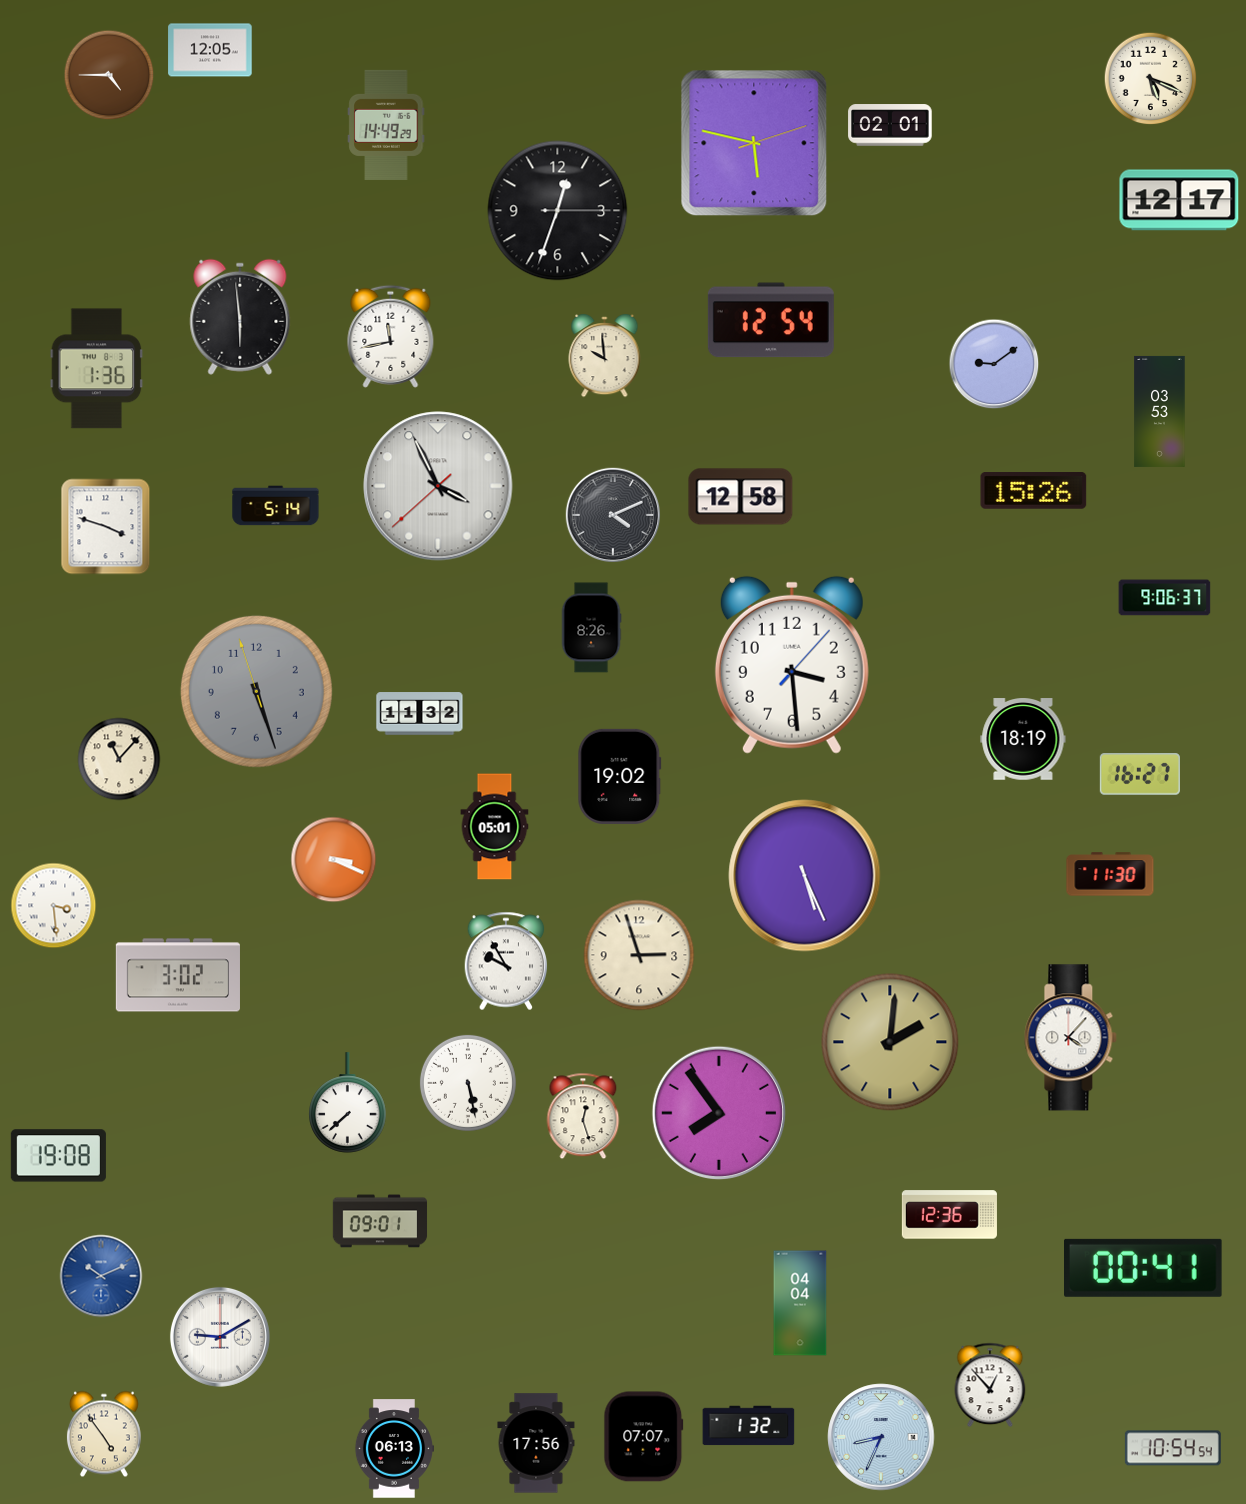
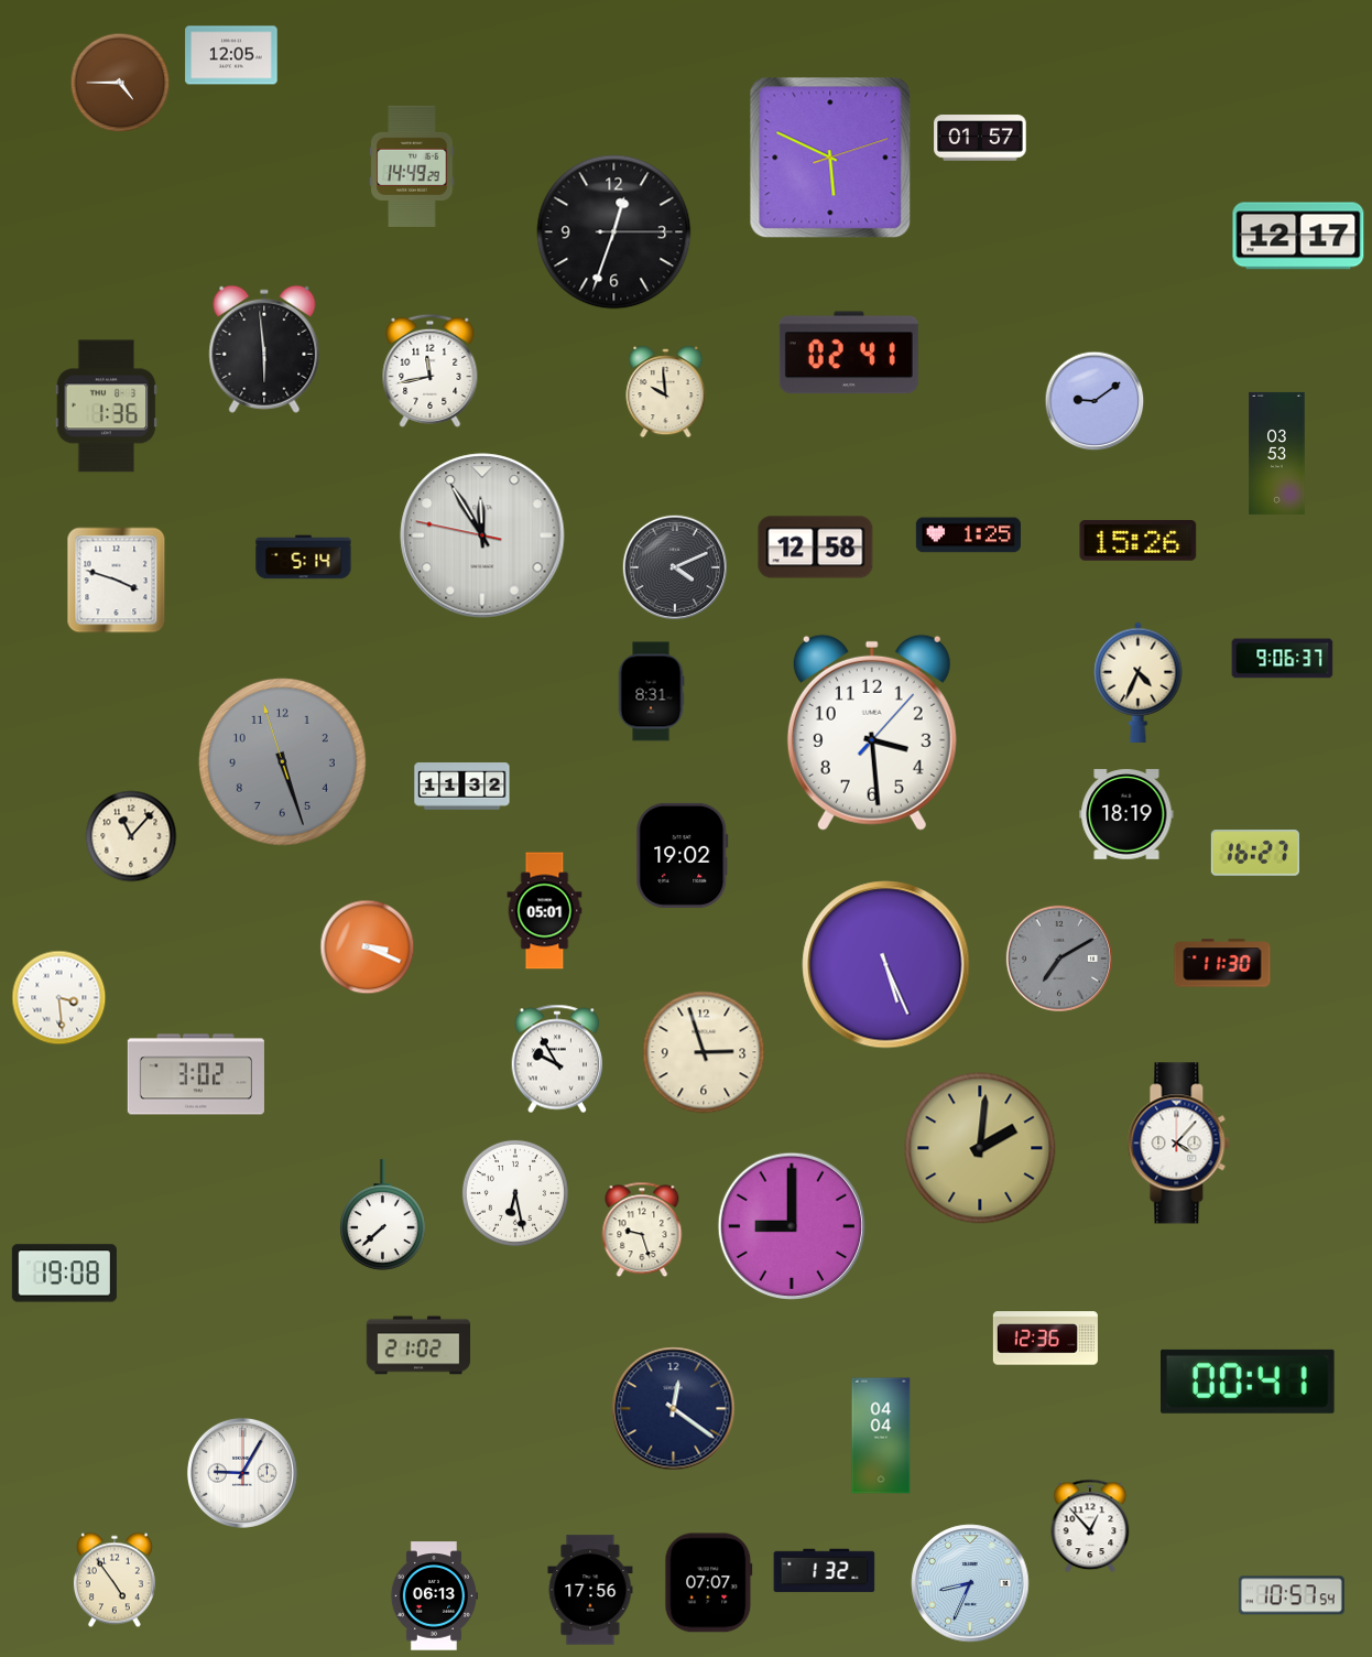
clock at (1151, 79): 5:19 -> none
clock at (386, 125) position: (386, 125) -> (412, 166)
clock at (890, 125): 02:01 -> 01:57
clock at (754, 143): 5:47 -> 5:49
clock at (1179, 200) position: (1179, 200) -> (1298, 236)
clock at (771, 320): 12:54 -> 02:41
clock at (438, 486): 3:55 -> 11:54
clock at (968, 535): none -> 1:25
clock at (1139, 682): none -> 4:34
clock at (591, 628): 8:26 -> 8:31
clock at (1059, 959): none -> 7:10
clock at (468, 1083): 5:28 -> 6:28
clock at (719, 1113): 7:54 -> 9:00
clock at (583, 1116): 12:27 -> 9:27
clock at (380, 1221): 09:01 -> 21:02
clock at (1144, 1268) position: (1144, 1268) -> (1249, 1382)
clock at (101, 1276): 10:11 -> none
clock at (674, 1409): none -> 12:21
clock at (220, 1337): 9:10 -> 9:05
clock at (1173, 1448): 10:54 -> 10:57
